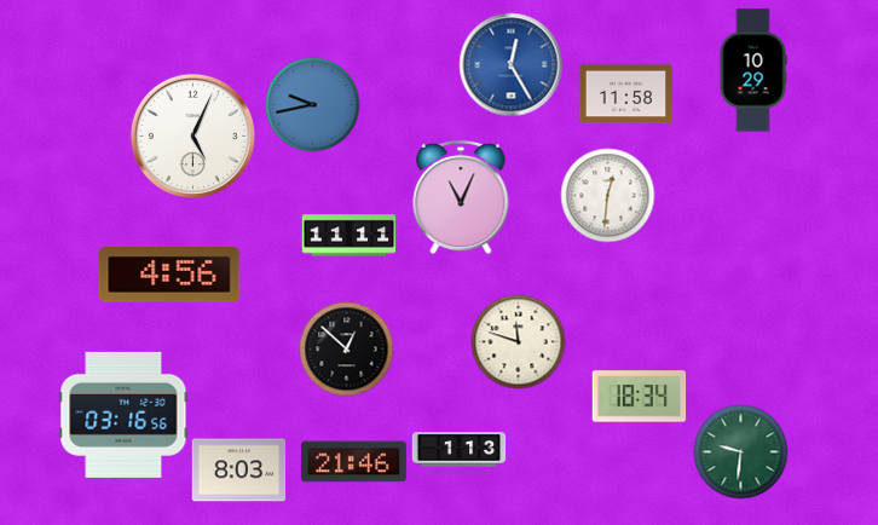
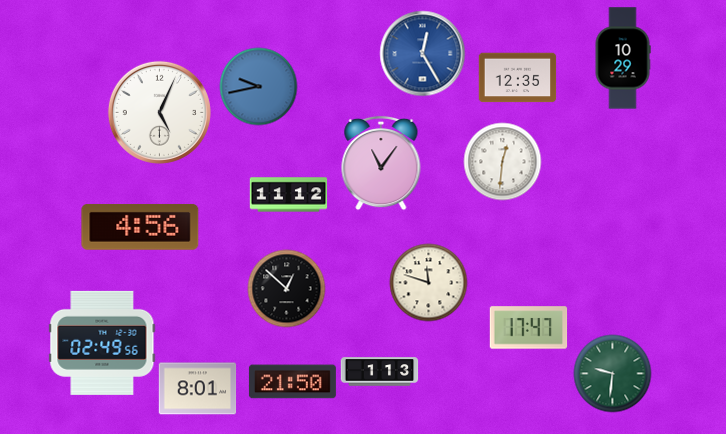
clock at (625, 94): 11:58 -> 12:35
clock at (461, 197): 11:04 -> 11:06
clock at (348, 236): 11:11 -> 11:12
clock at (639, 397): 18:34 -> 17:47
clock at (123, 415): 03:16 -> 02:49
clock at (353, 462): 21:46 -> 21:50
clock at (238, 471): 8:03 -> 8:01
